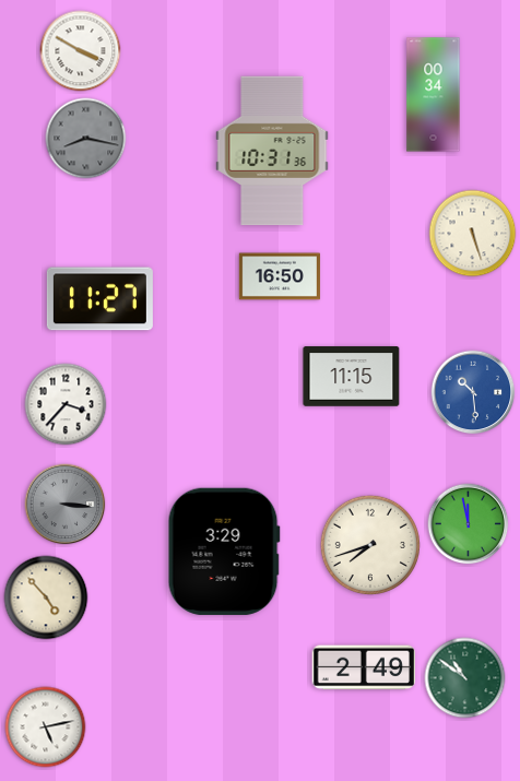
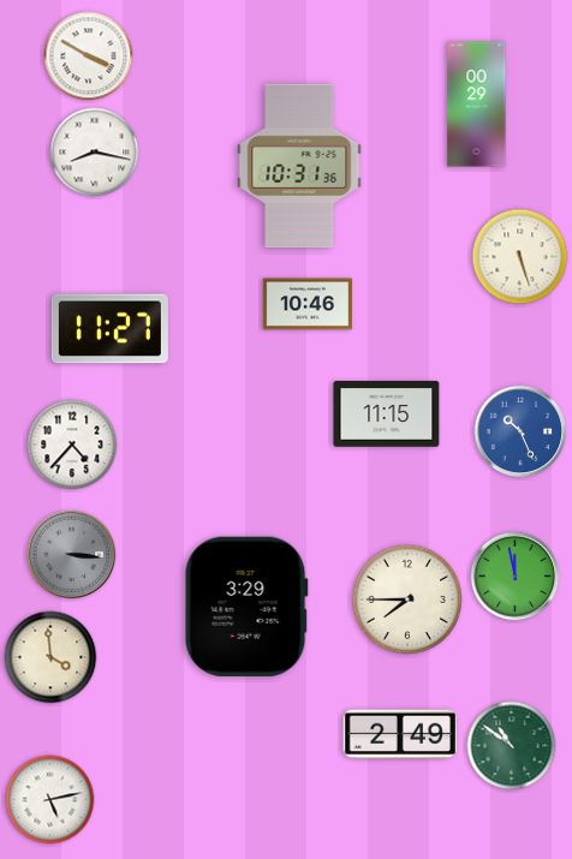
clock at (434, 95): 00:34 -> 00:29
clock at (86, 139) dial: grey -> white
clock at (280, 276): 16:50 -> 10:46
clock at (473, 392): 10:29 -> 10:26
clock at (66, 404): 3:37 -> 4:37
clock at (370, 545): 7:42 -> 7:45
clock at (46, 597): 4:53 -> 3:59
